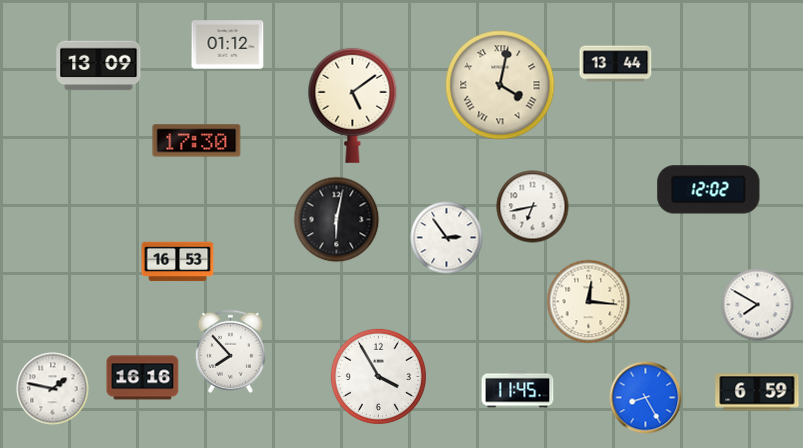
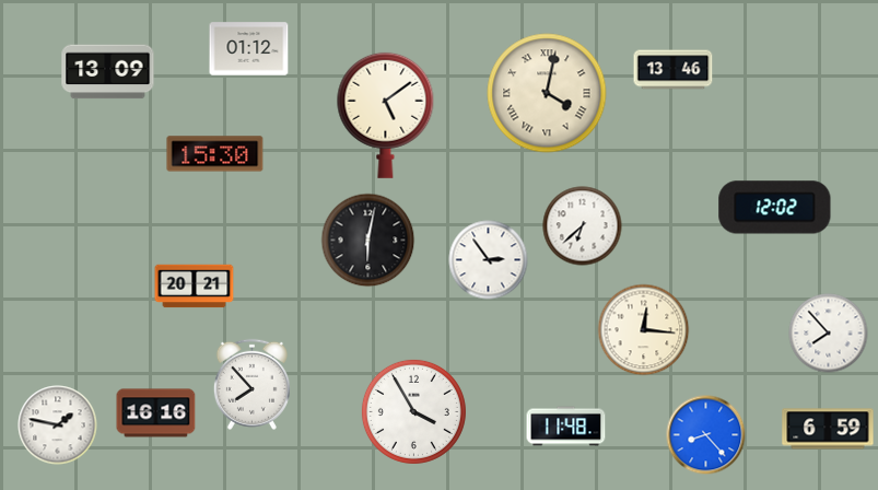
clock at (616, 64): 13:44 -> 13:46
clock at (197, 141): 17:30 -> 15:30
clock at (533, 207): 6:43 -> 6:38
clock at (178, 262): 16:53 -> 20:21
clock at (758, 305): 7:50 -> 7:53
clock at (518, 390): 11:45 -> 11:48
clock at (646, 398): 8:25 -> 8:23
